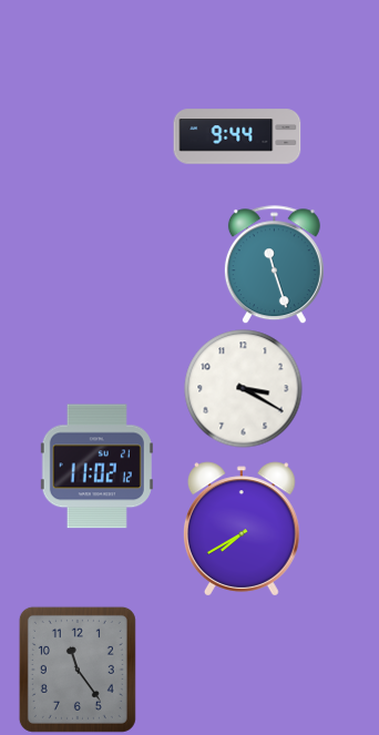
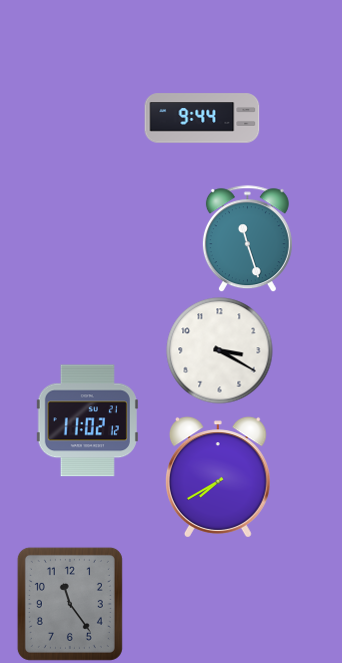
clock at (237, 136) position: (237, 136) -> (202, 118)
